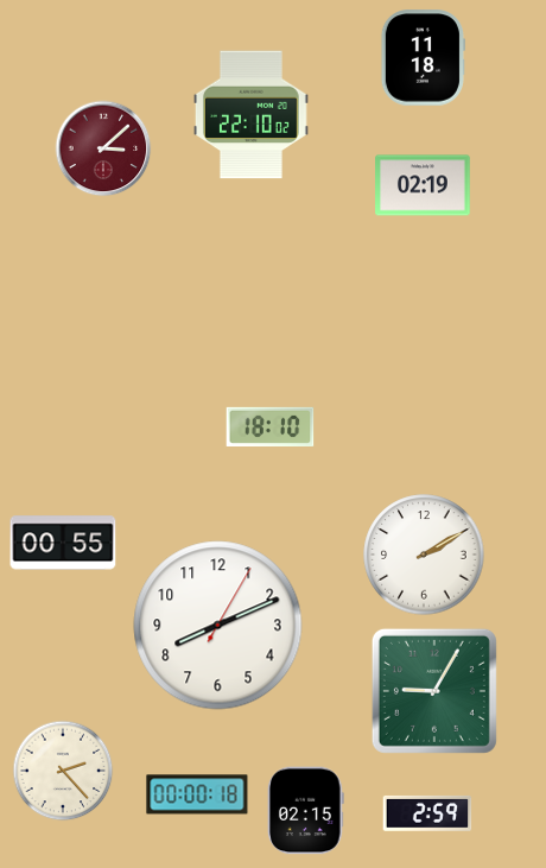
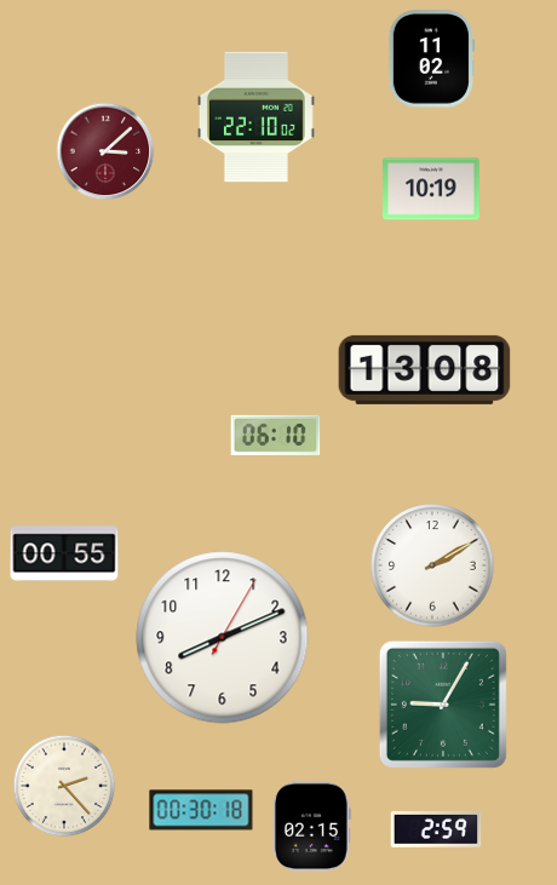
clock at (423, 58): 11:18 -> 11:02
clock at (423, 185): 02:19 -> 10:19
clock at (425, 369): none -> 13:08
clock at (271, 426): 18:10 -> 06:10
clock at (197, 794): 00:00 -> 00:30
